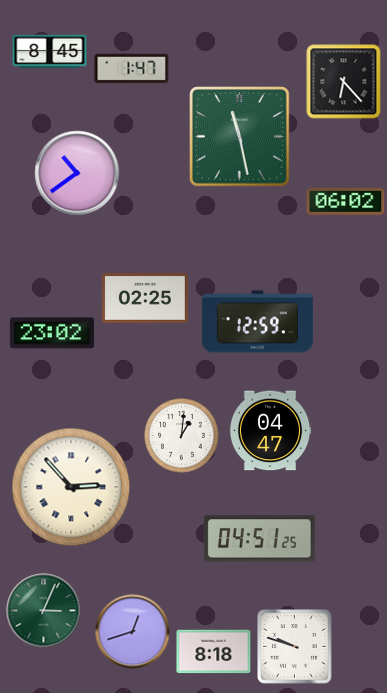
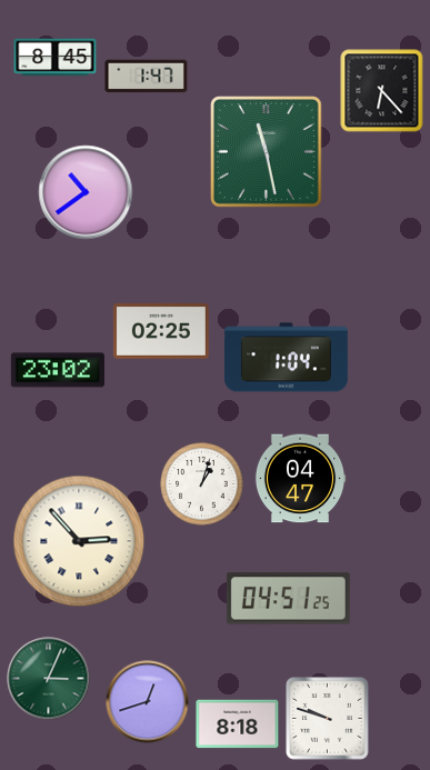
clock at (346, 201): 06:02 -> none
clock at (257, 322): 12:59 -> 1:04
clock at (182, 436): 1:01 -> 1:03
